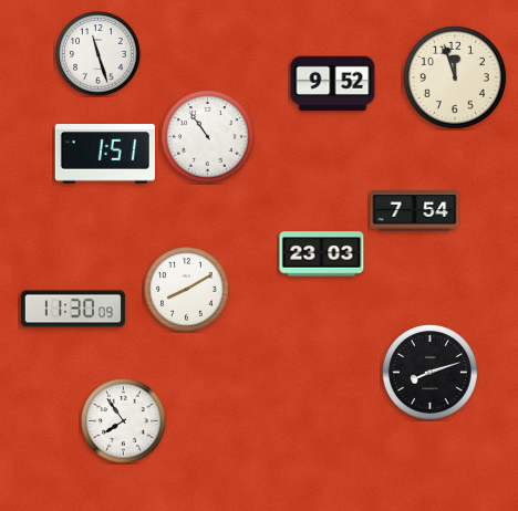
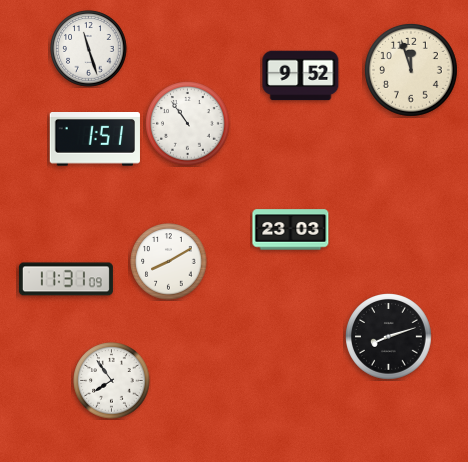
clock at (415, 211): 7:54 -> none
clock at (73, 309): 11:30 -> 11:31
